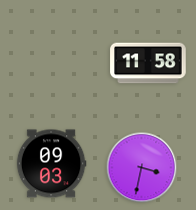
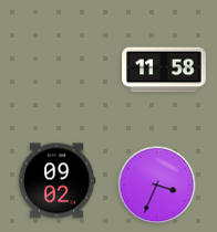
clock at (51, 164): 09:03 -> 09:02
clock at (142, 168): 3:32 -> 3:34
